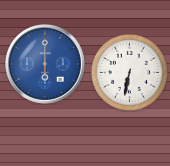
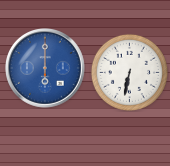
clock at (46, 65) position: (46, 65) -> (46, 69)
